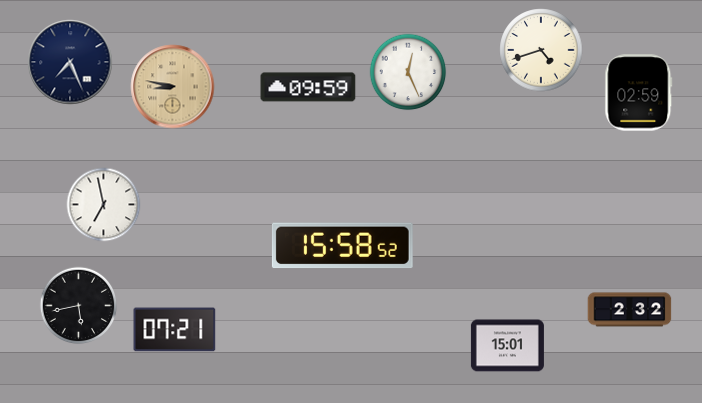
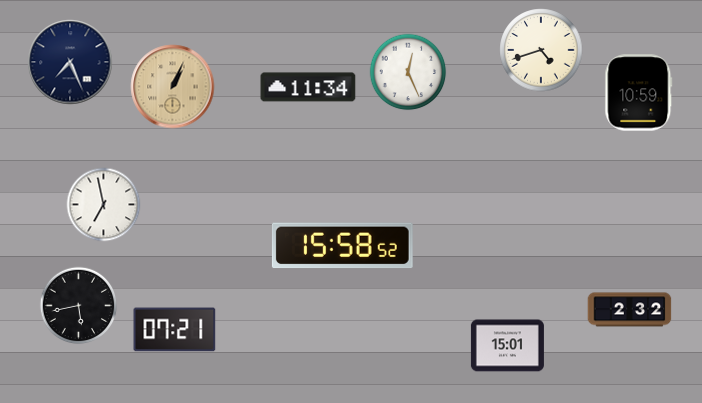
clock at (173, 87): 8:47 -> 1:04
clock at (308, 87): 09:59 -> 11:34
clock at (639, 93): 02:59 -> 10:59
